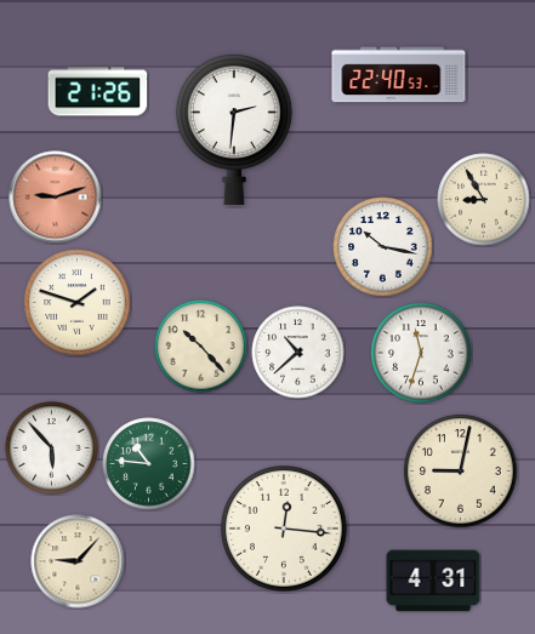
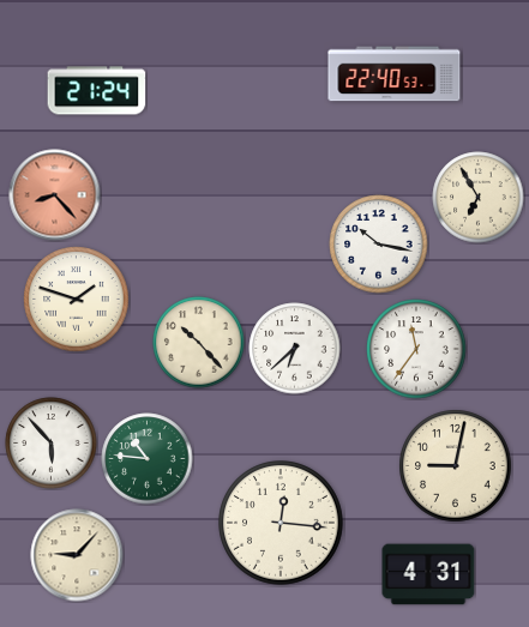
clock at (98, 92): 21:26 -> 21:24
clock at (234, 130): 2:31 -> none
clock at (56, 198): 9:12 -> 8:23
clock at (484, 200): 8:55 -> 6:55
clock at (298, 353): 10:38 -> 6:38
clock at (421, 353): 11:33 -> 11:36
